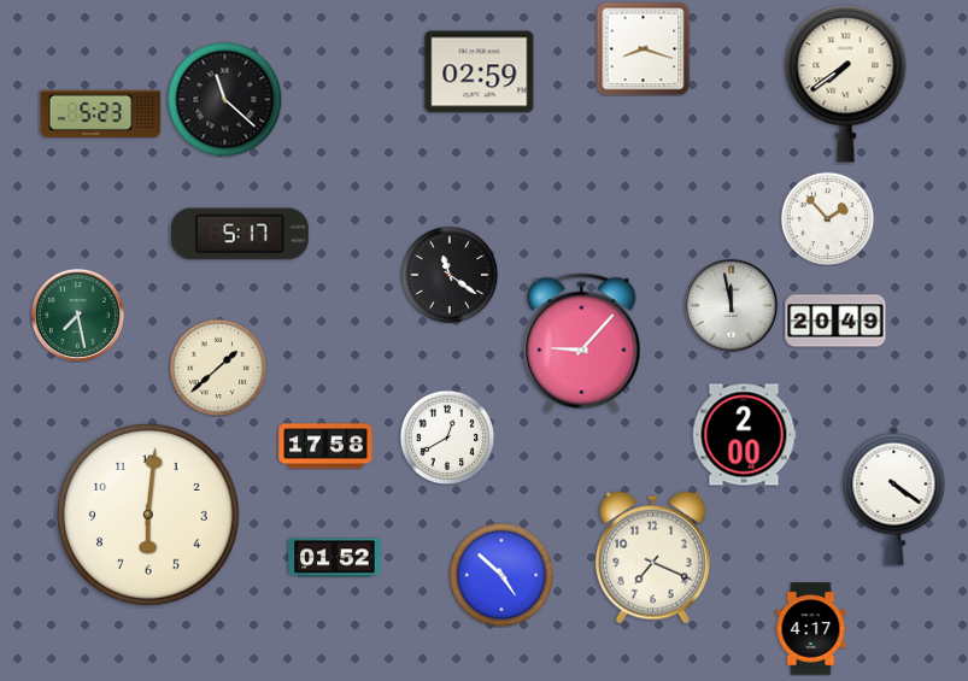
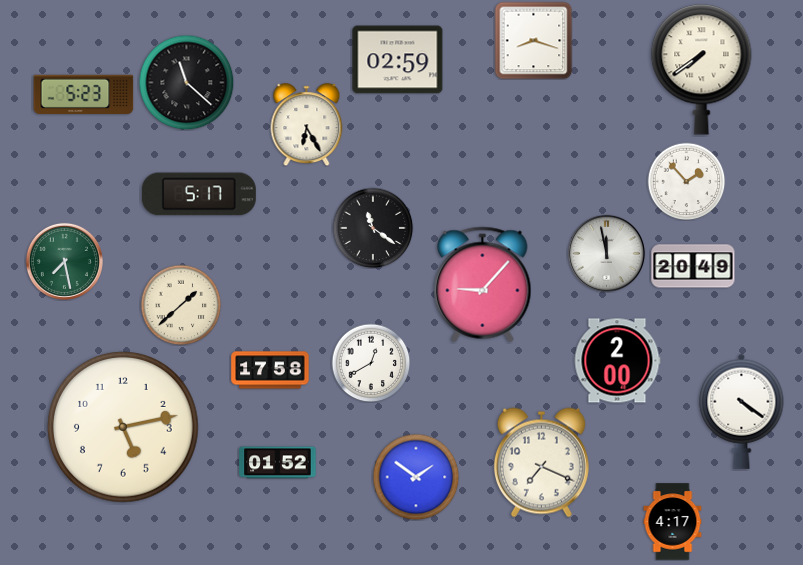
clock at (307, 125): none -> 6:25
clock at (149, 516): 6:01 -> 5:13
clock at (501, 575): 4:52 -> 1:51
